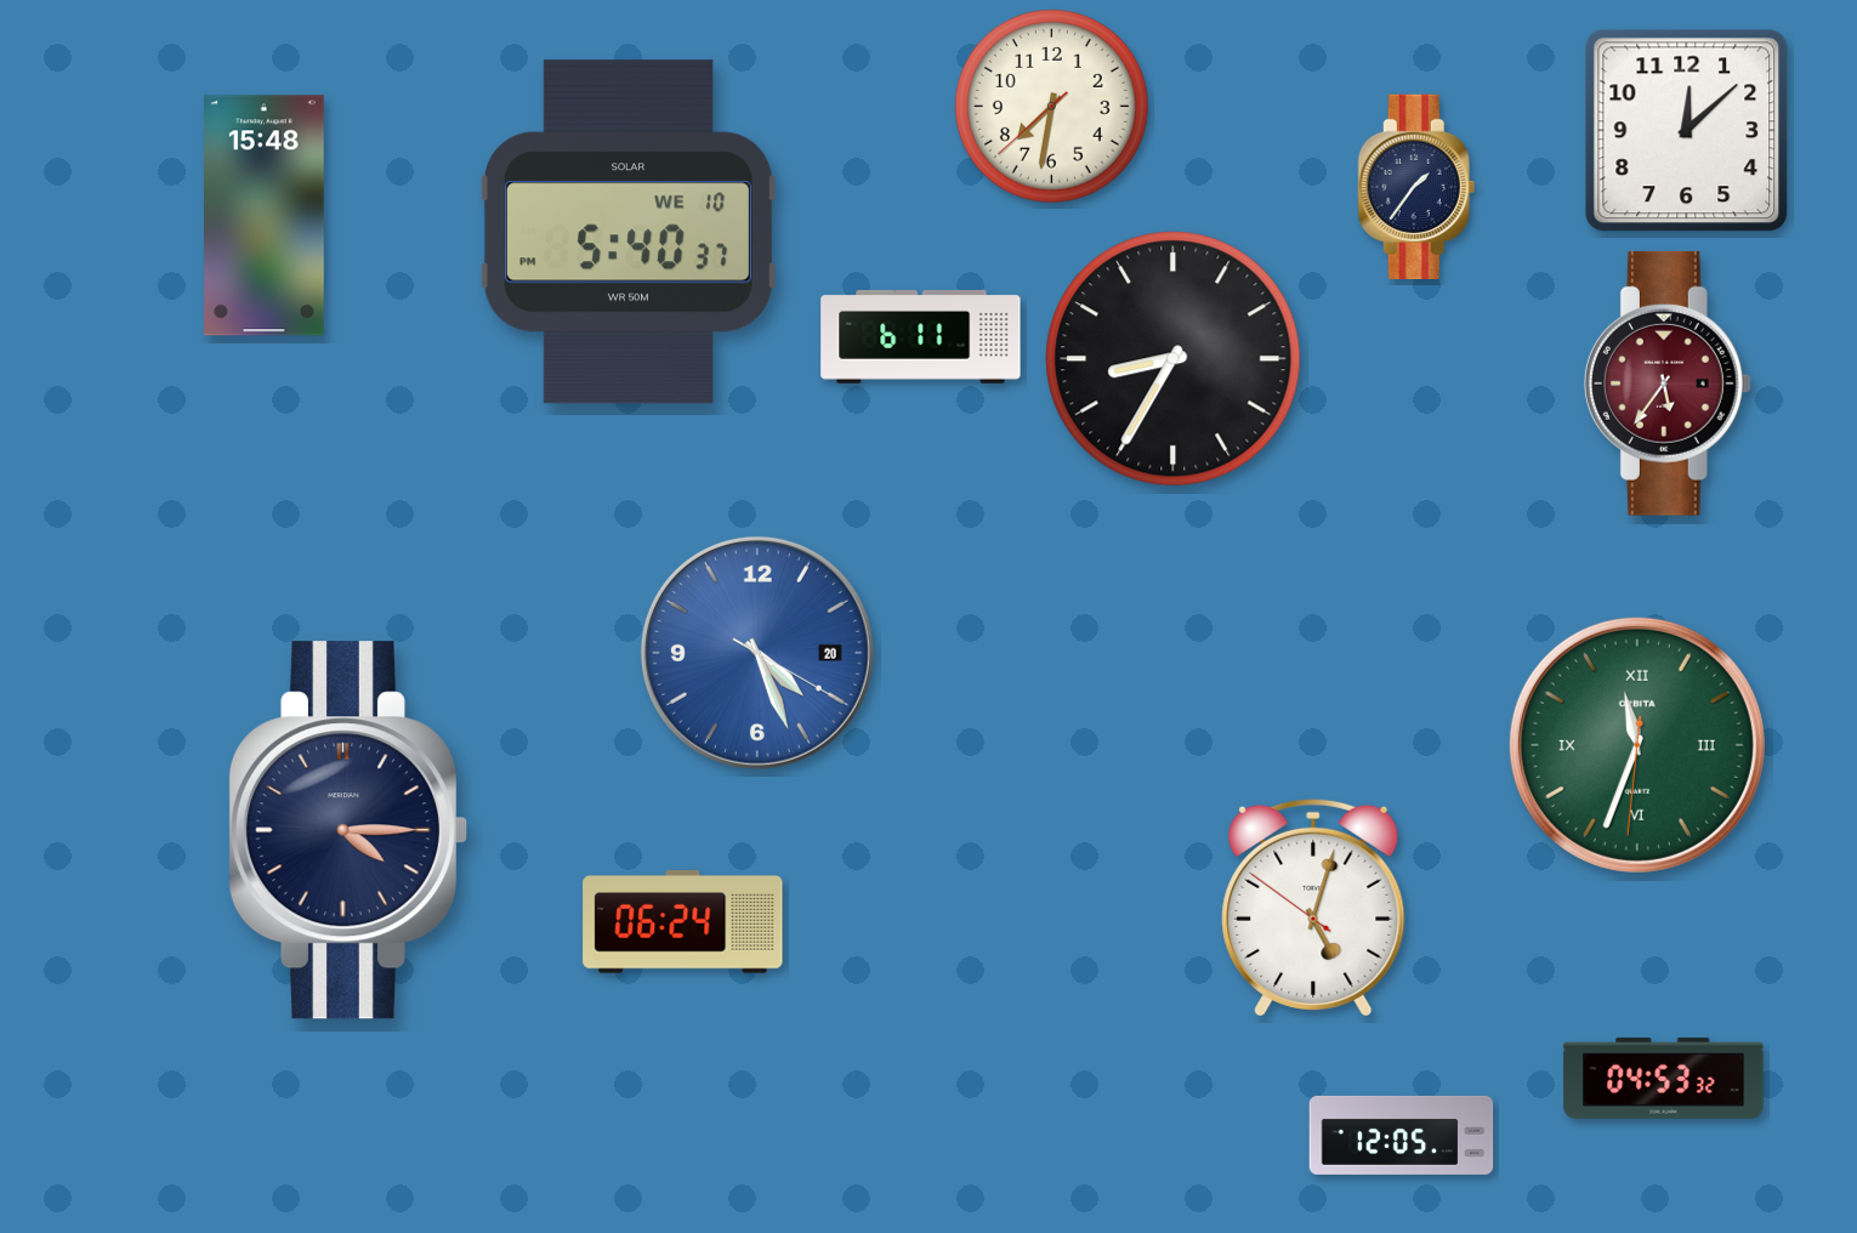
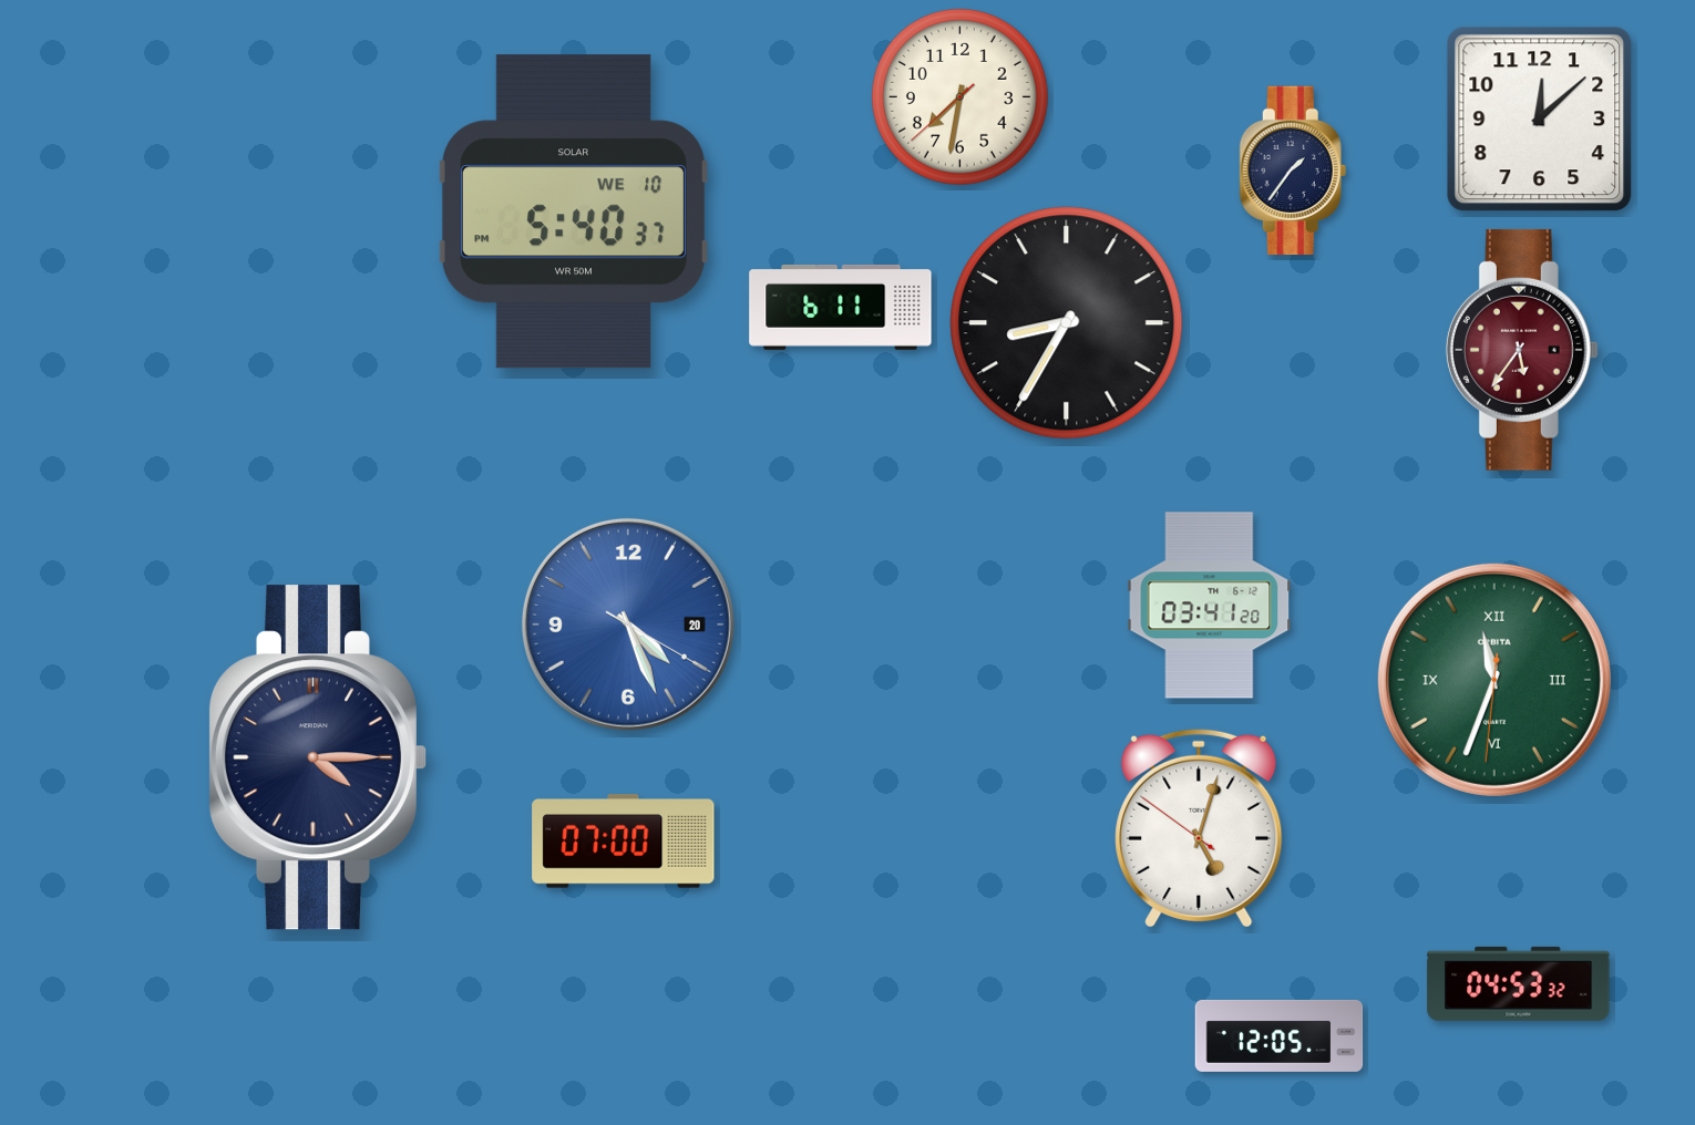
clock at (265, 216): 15:48 -> none
clock at (1174, 359) position: (1174, 359) -> (1067, 323)
clock at (757, 653) position: (757, 653) -> (628, 625)
clock at (1210, 606): none -> 03:41
clock at (683, 922): 06:24 -> 07:00
